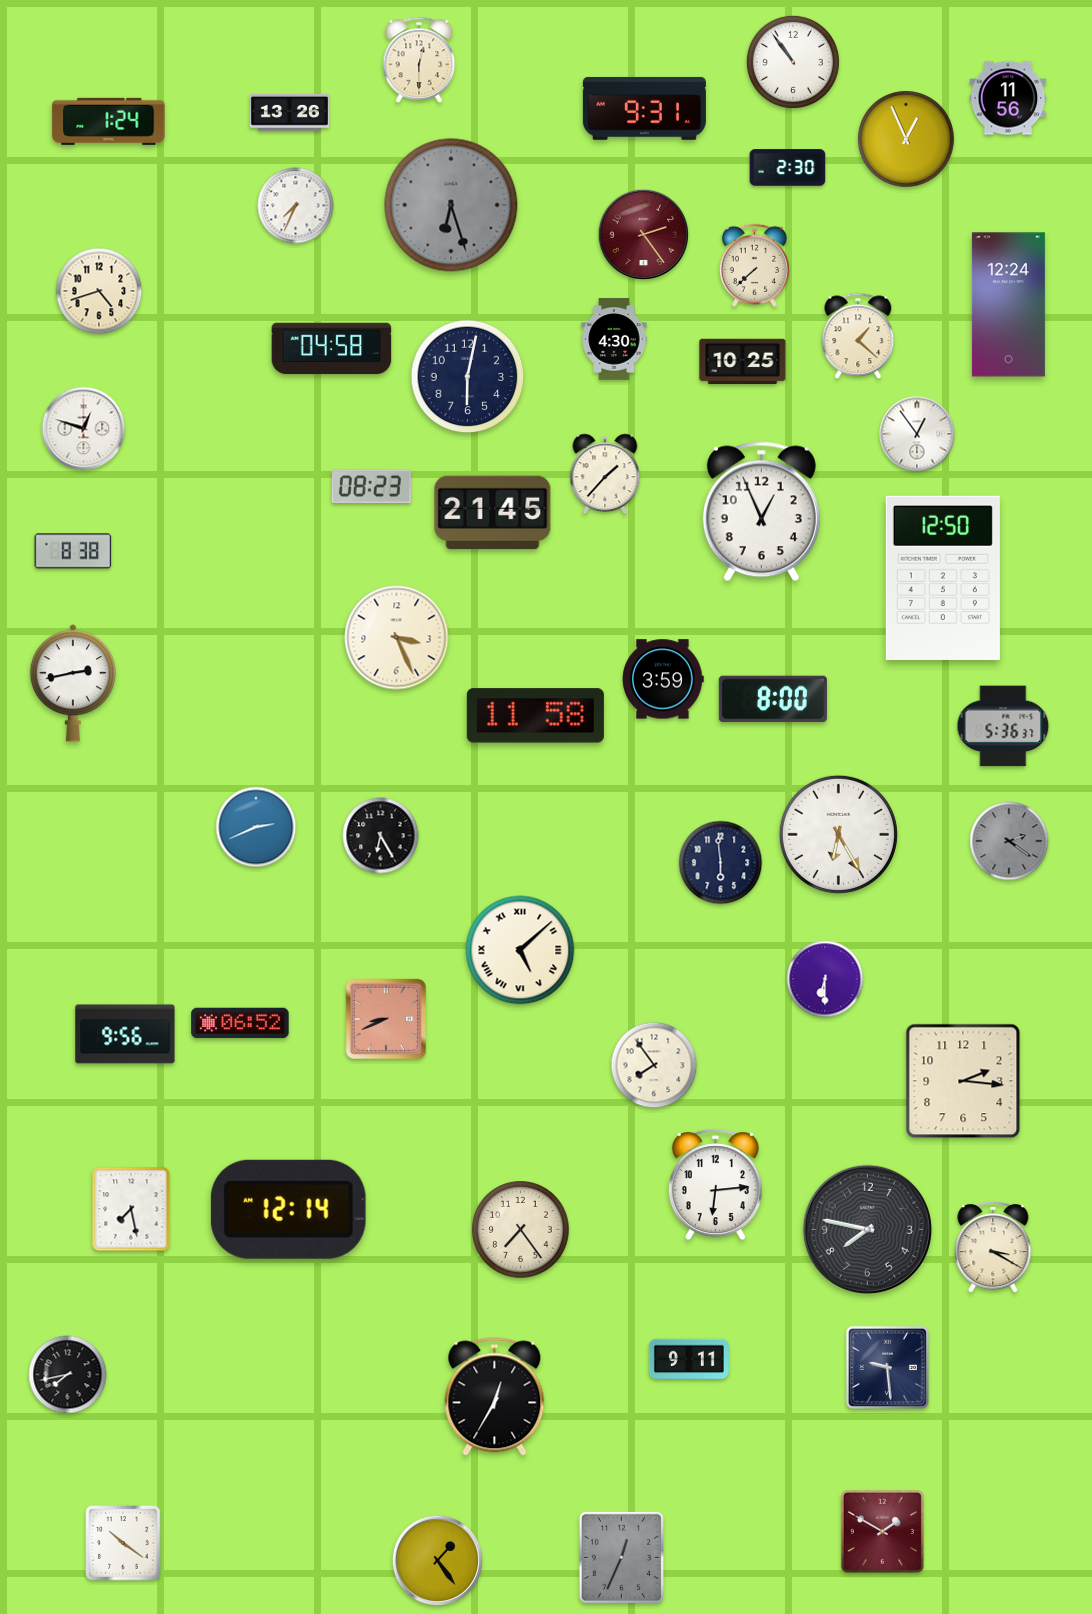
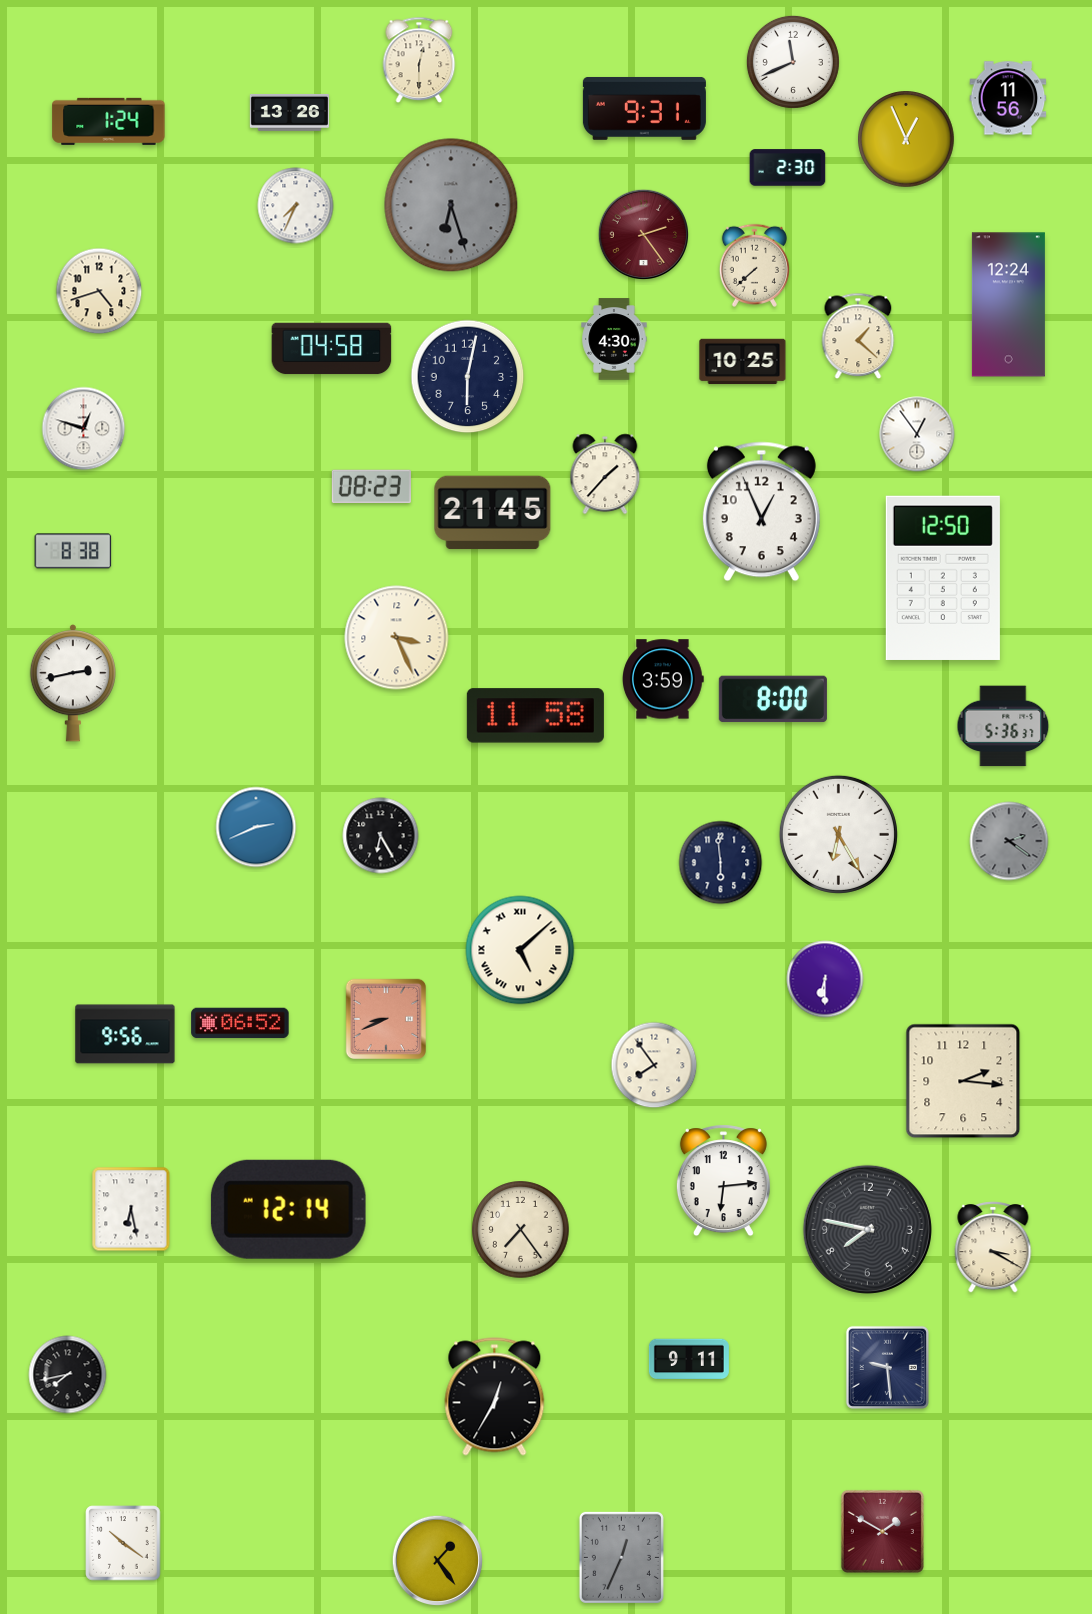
clock at (793, 62): 10:54 -> 11:41
clock at (715, 1185) position: (715, 1185) -> (723, 1181)
clock at (131, 1209): 7:28 -> 6:28
